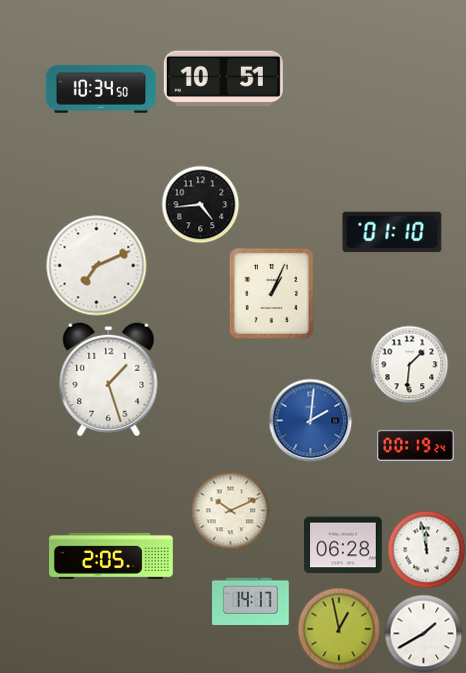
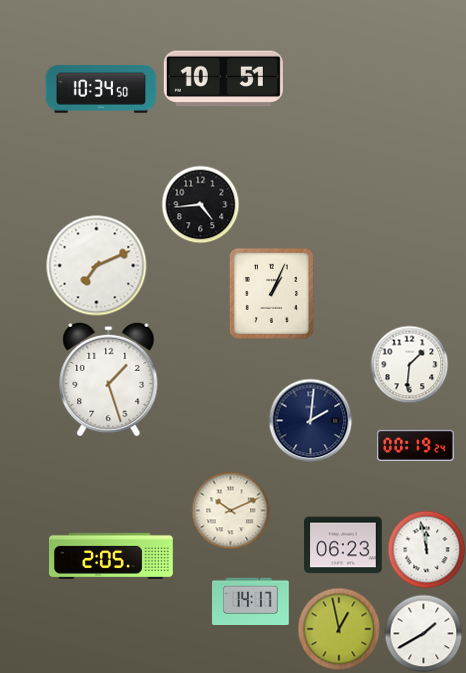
clock at (392, 232): 01:10 -> none
clock at (310, 420) dial: blue -> navy
clock at (343, 545): 06:28 -> 06:23
